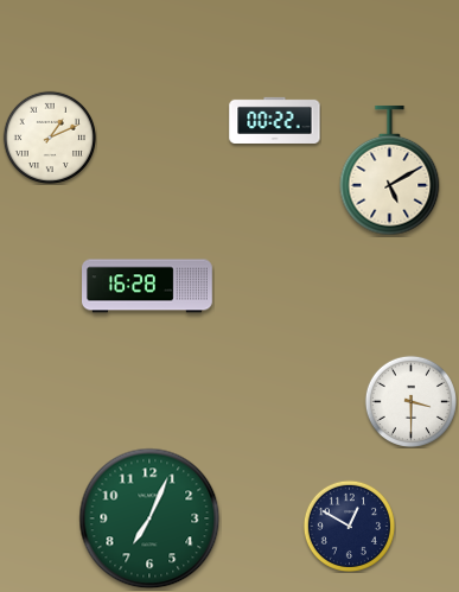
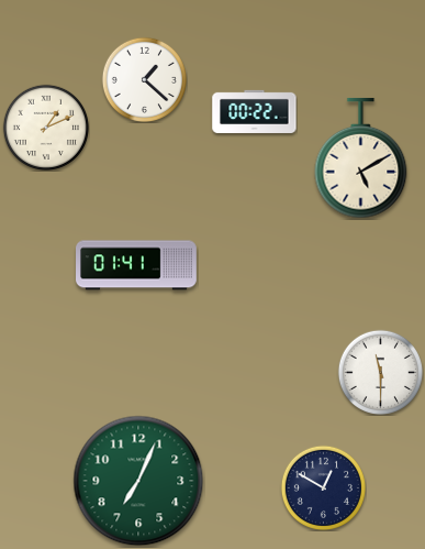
clock at (144, 79): none -> 1:22
clock at (148, 286): 16:28 -> 01:41
clock at (410, 401): 3:30 -> 11:30
